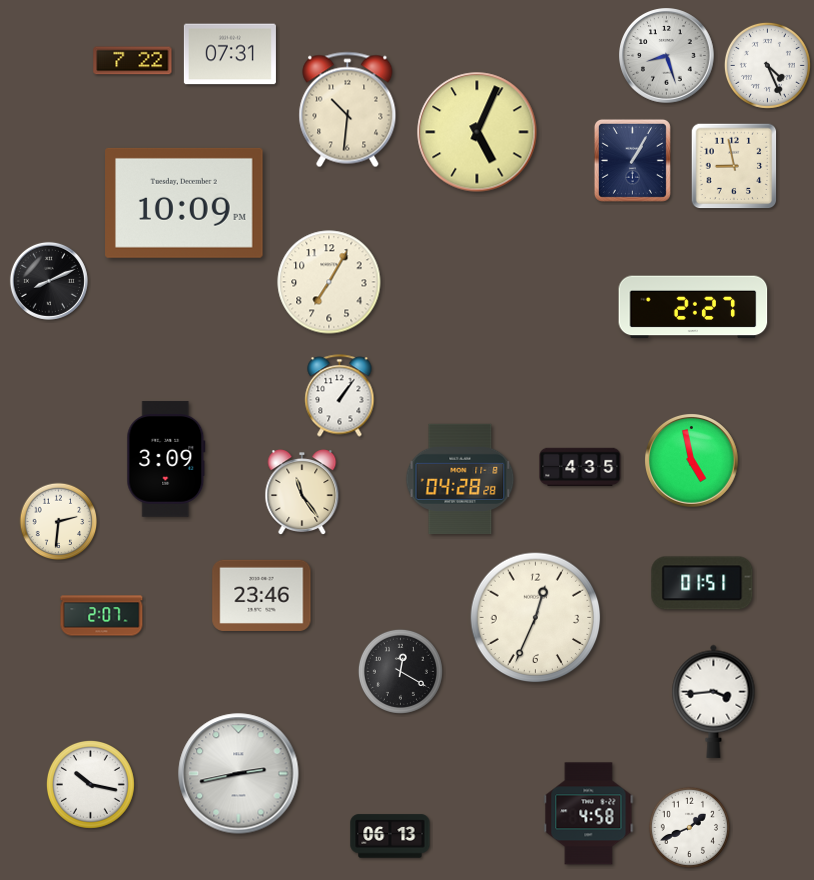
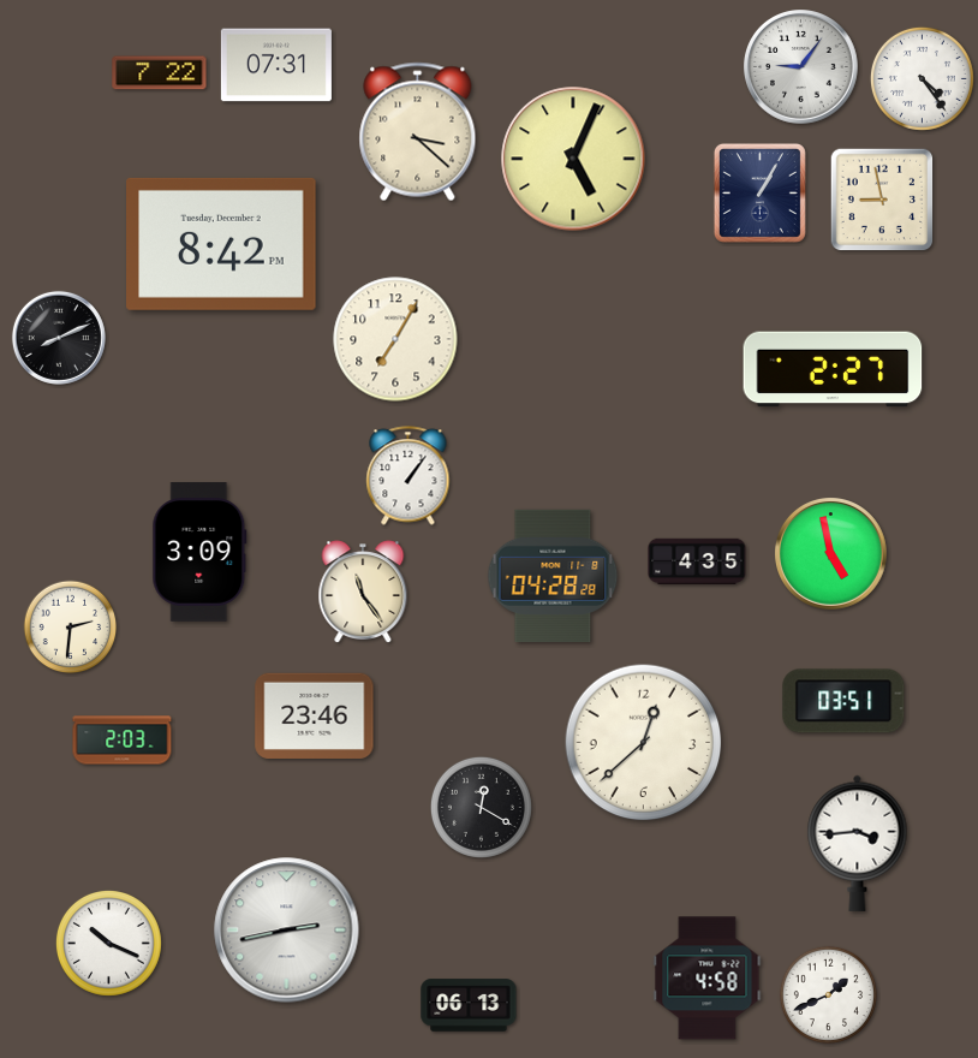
clock at (667, 56): 8:27 -> 9:06
clock at (767, 65): 4:26 -> 4:24
clock at (348, 110): 10:31 -> 3:22
clock at (184, 203): 10:09 -> 8:42
clock at (702, 583): 01:51 -> 03:51
clock at (102, 616): 2:07 -> 2:03
clock at (536, 618): 12:34 -> 12:38
clock at (90, 784): 10:17 -> 10:19
